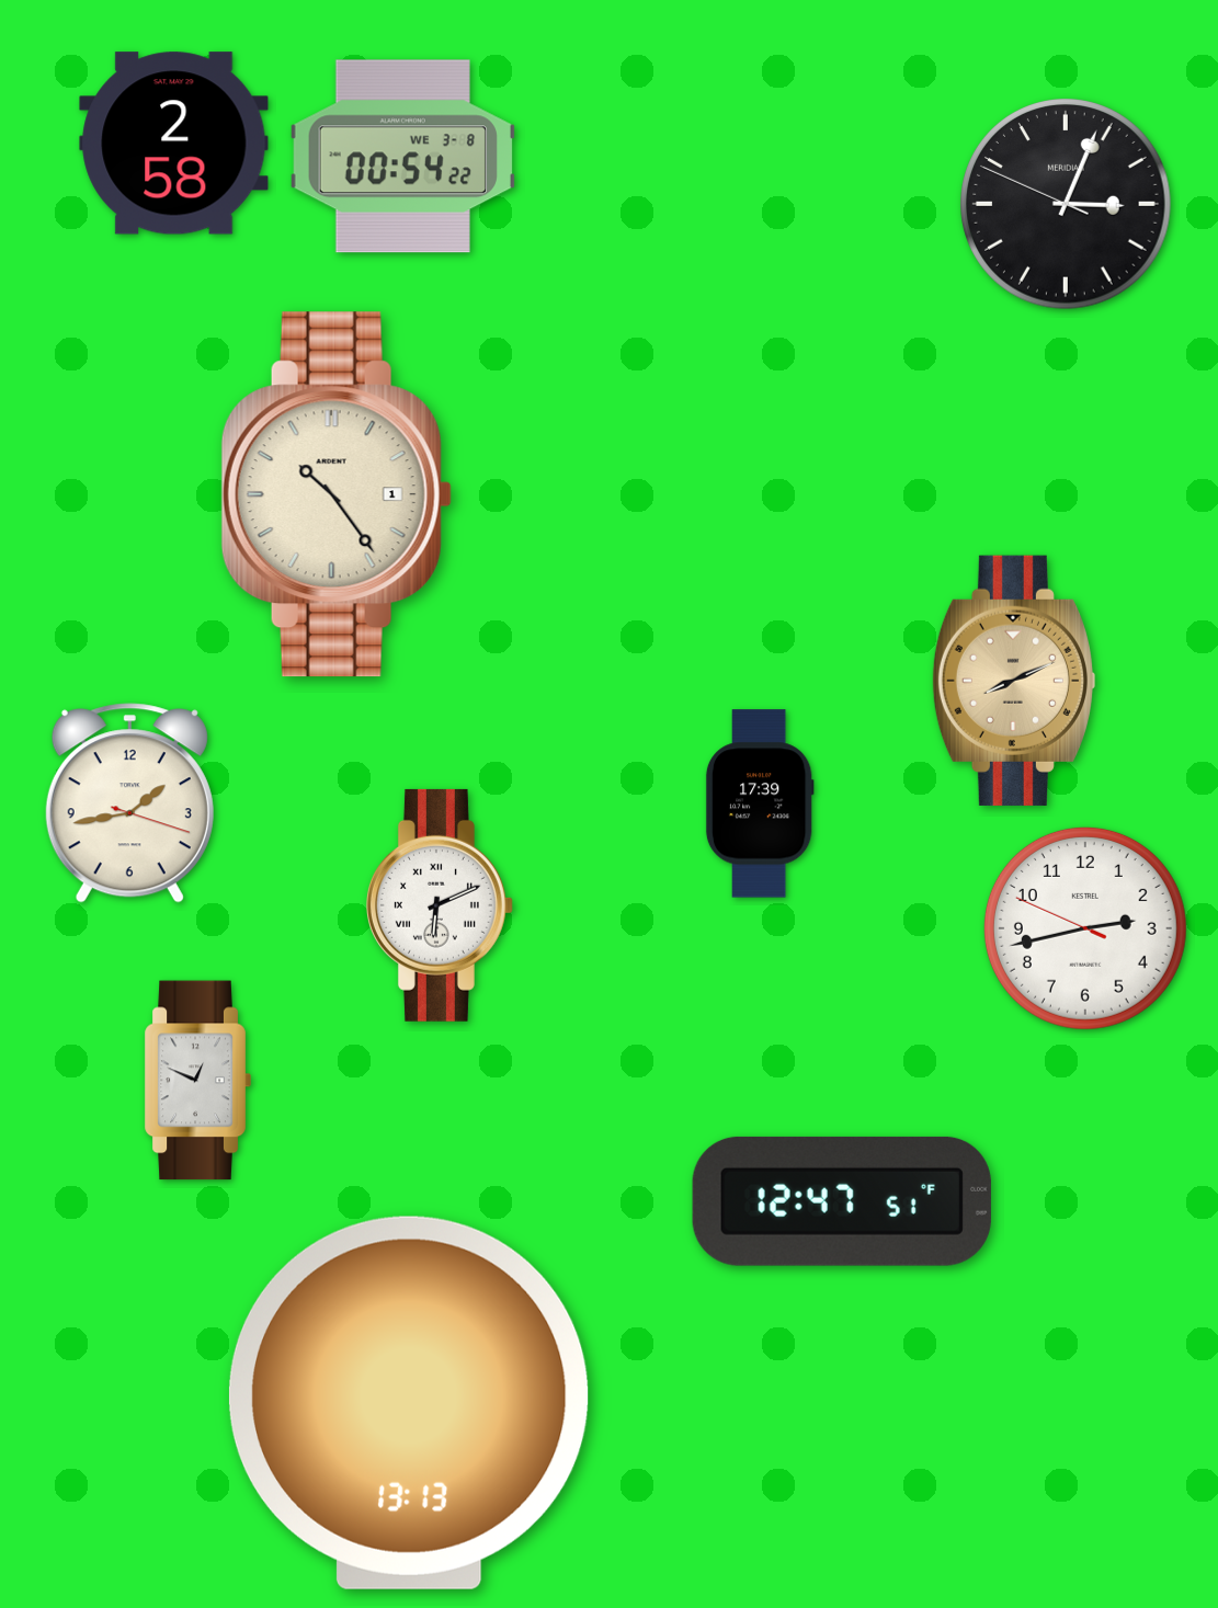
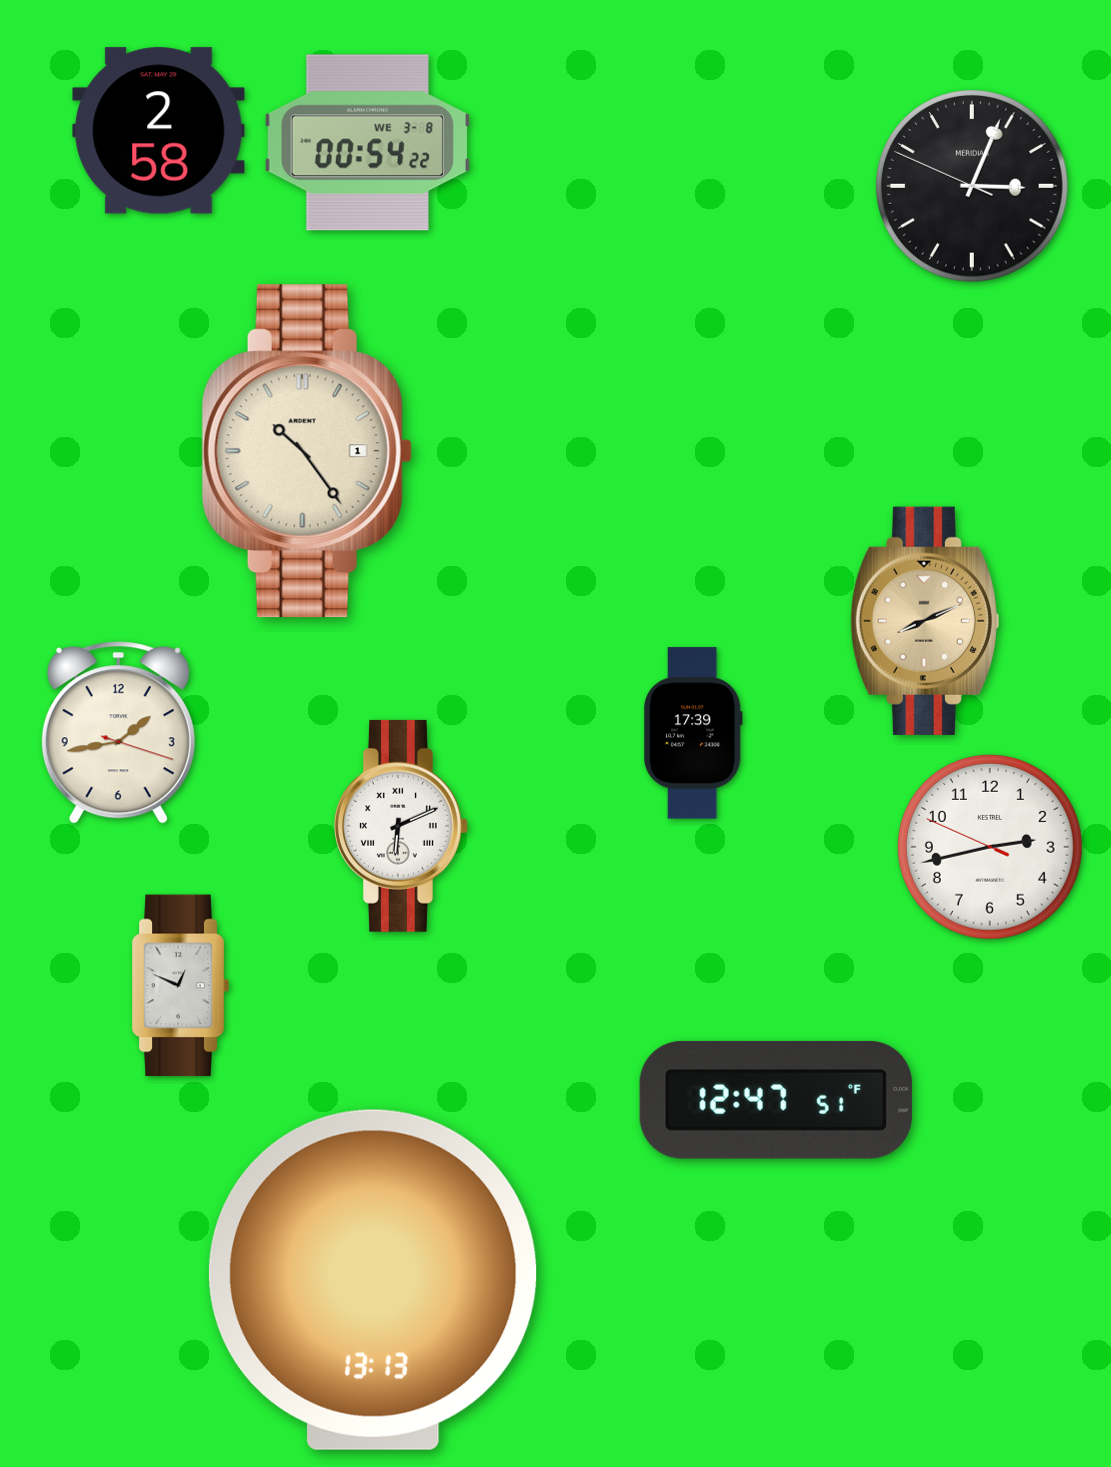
clock at (842, 1201) position: (842, 1201) -> (776, 1100)
